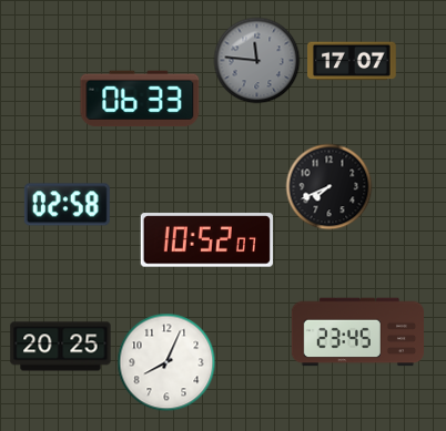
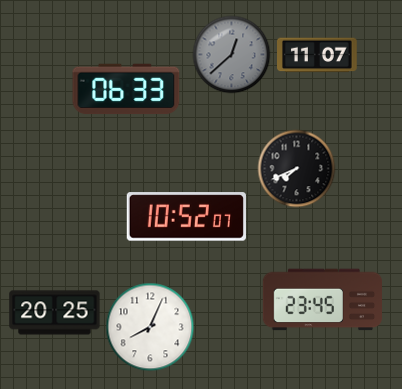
clock at (256, 60): 11:46 -> 12:38
clock at (353, 61): 17:07 -> 11:07
clock at (67, 205): 02:58 -> none
